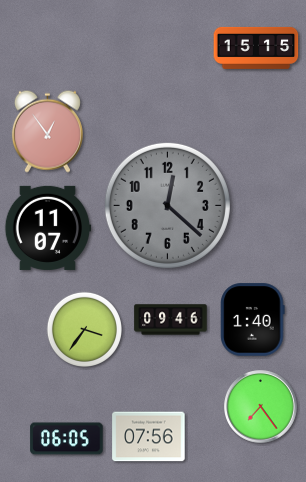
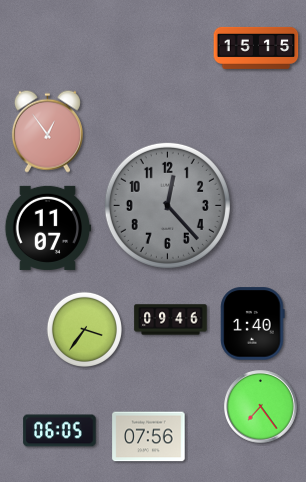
clock at (167, 205): 12:22 -> 12:23
clock at (253, 320) position: (253, 320) -> (253, 324)
clock at (67, 439) position: (67, 439) -> (60, 431)
